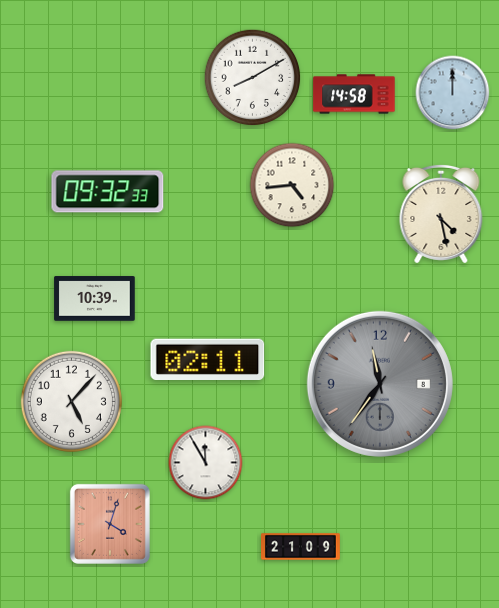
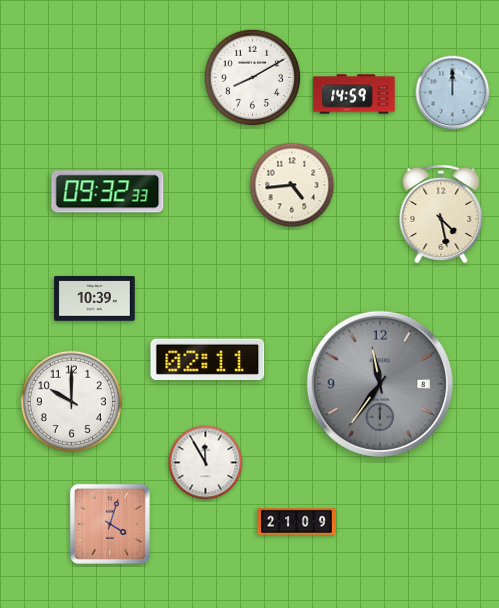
clock at (354, 94): 14:58 -> 14:59
clock at (71, 401): 5:07 -> 10:00
clock at (301, 547) position: (301, 547) -> (297, 522)
